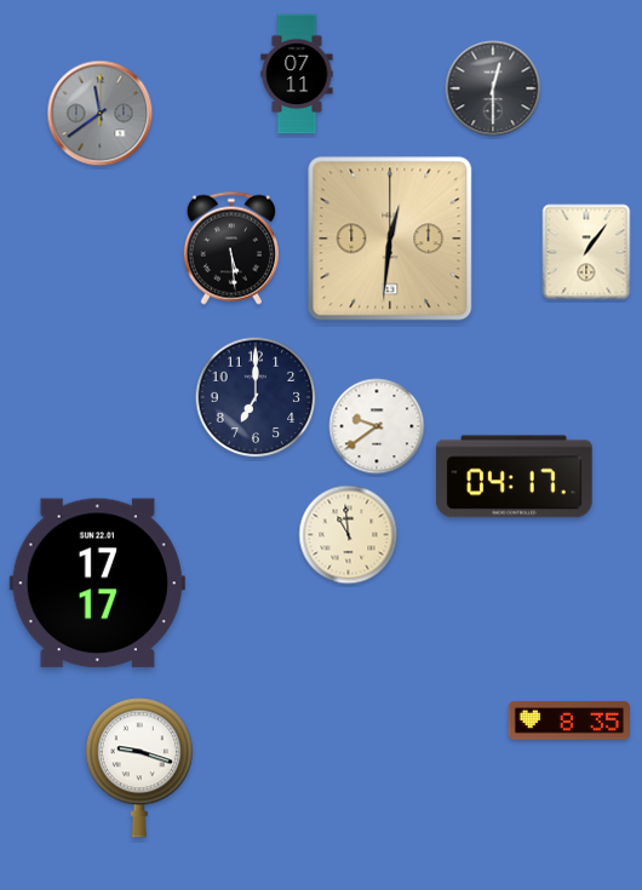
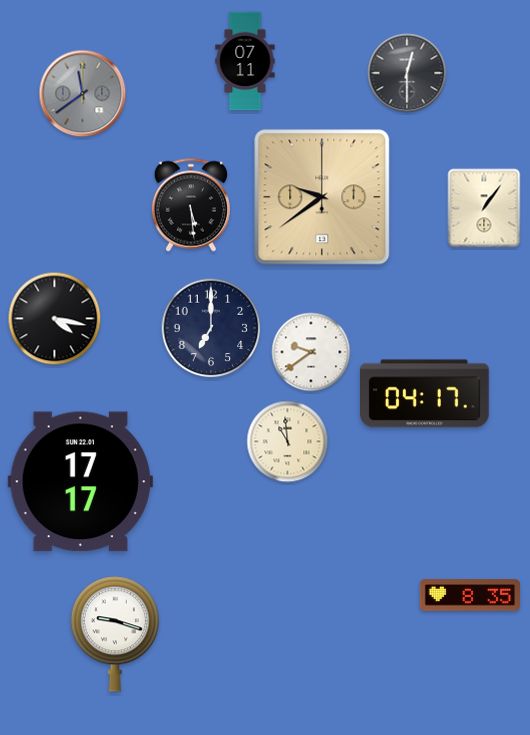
clock at (390, 239): 12:31 -> 9:39
clock at (55, 319): none -> 4:17
